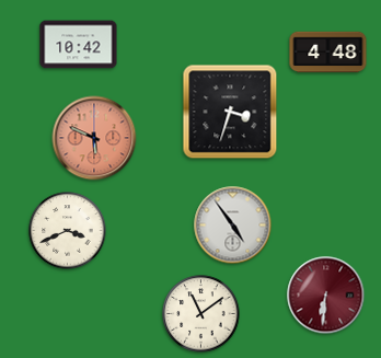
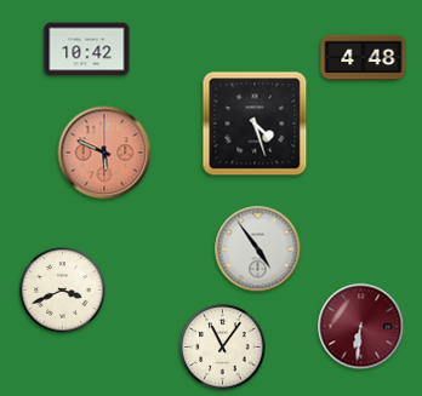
clock at (230, 112): 3:33 -> 4:27
clock at (68, 231) position: (68, 231) -> (63, 291)
clock at (201, 314): 11:09 -> 11:06
